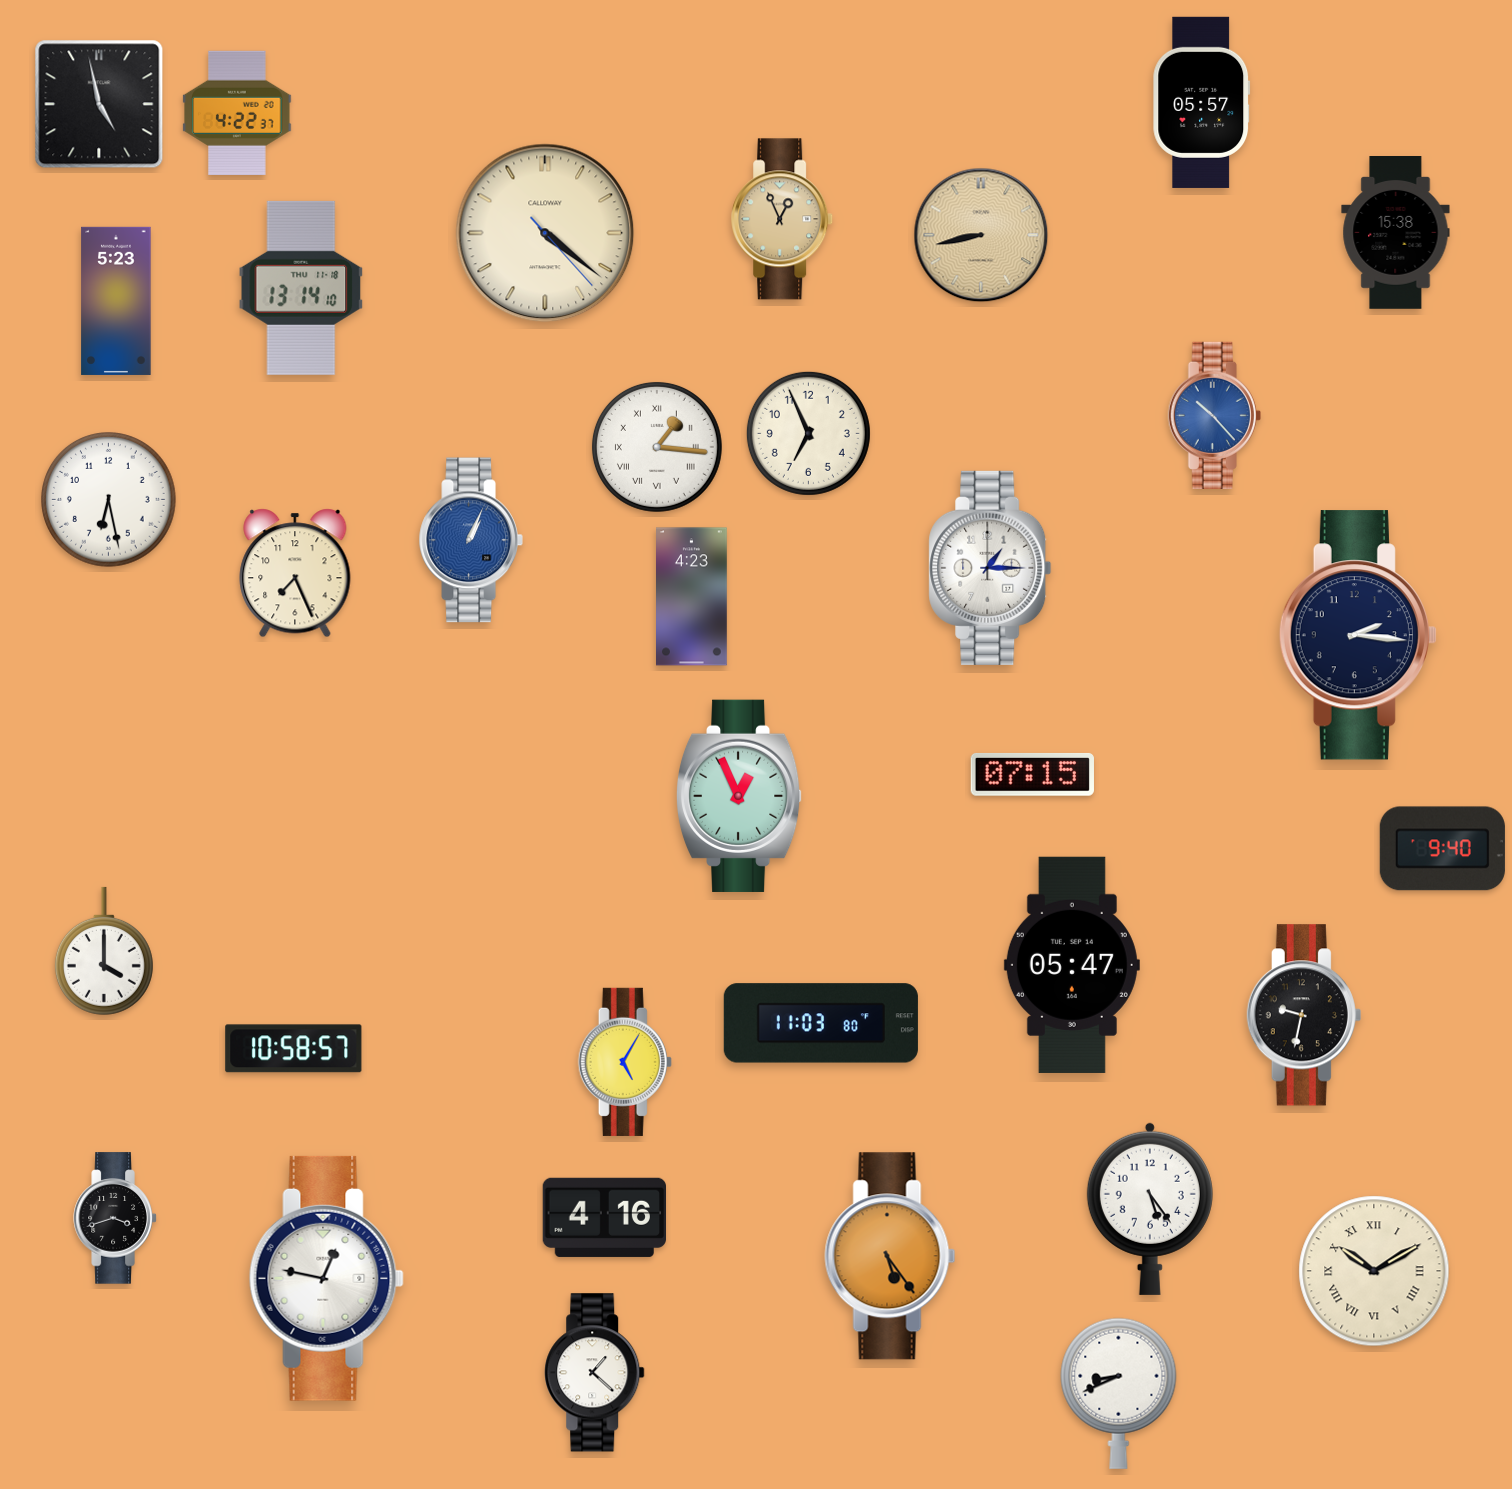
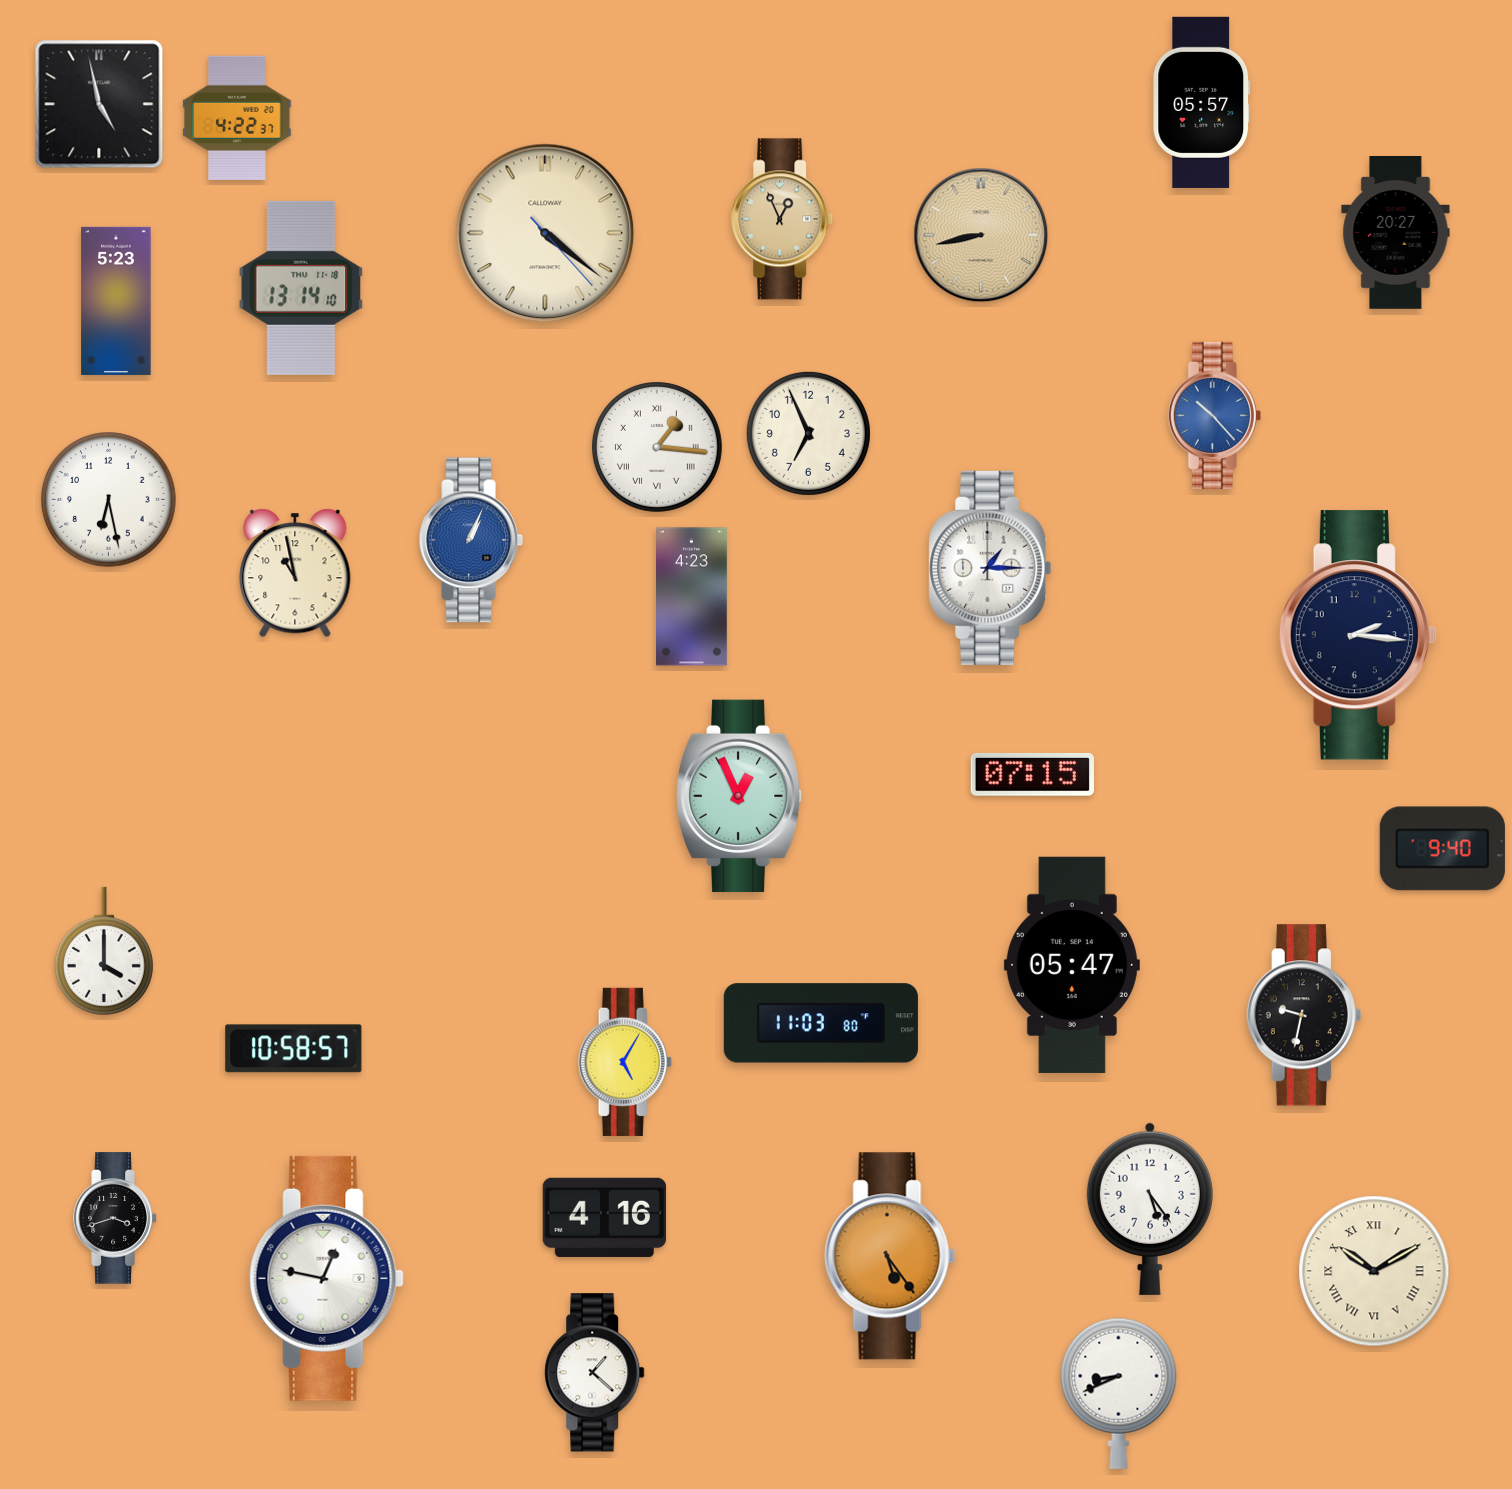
clock at (237, 113) position: (237, 113) -> (237, 118)
clock at (1396, 233): 15:38 -> 20:27
clock at (295, 573): 7:26 -> 10:58
